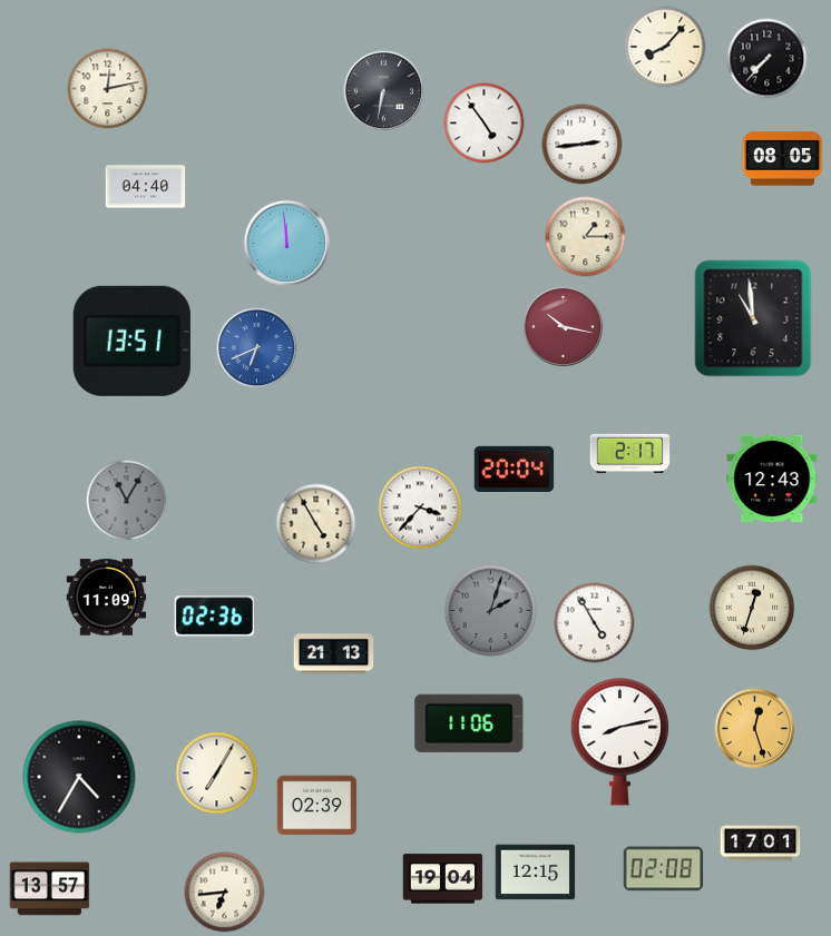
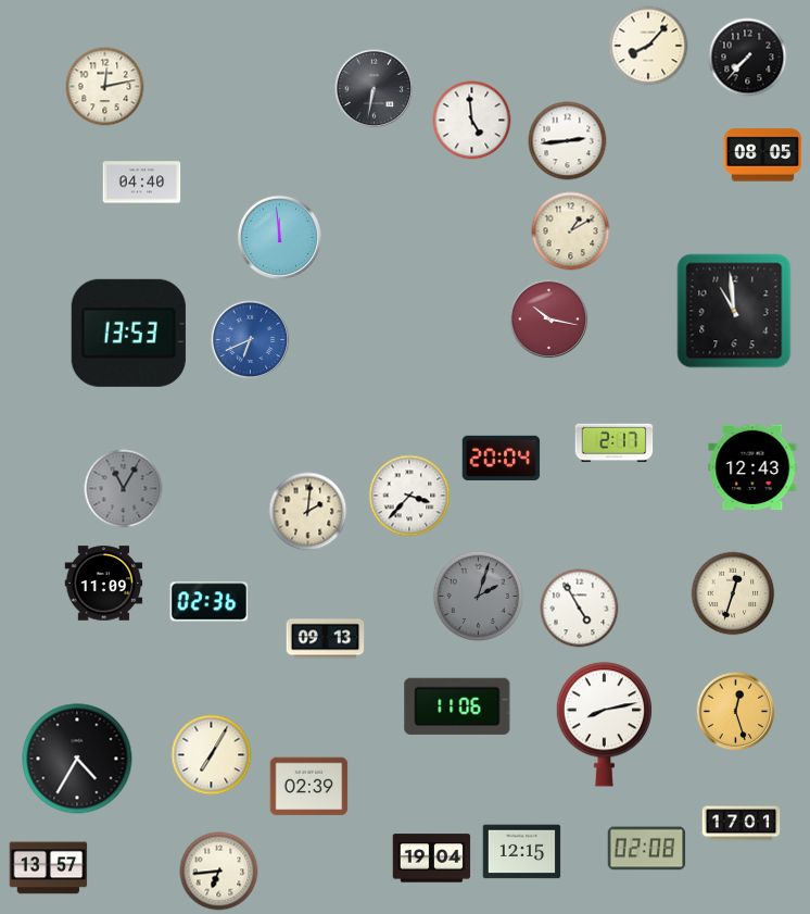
clock at (485, 124): 4:54 -> 4:59
clock at (586, 237): 1:15 -> 1:10
clock at (131, 341): 13:51 -> 13:53
clock at (316, 524): 4:55 -> 2:01
clock at (334, 654): 21:13 -> 09:13
